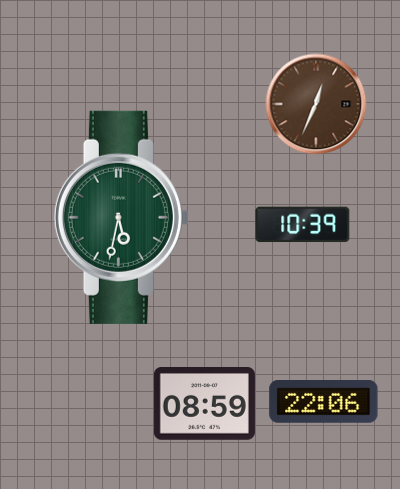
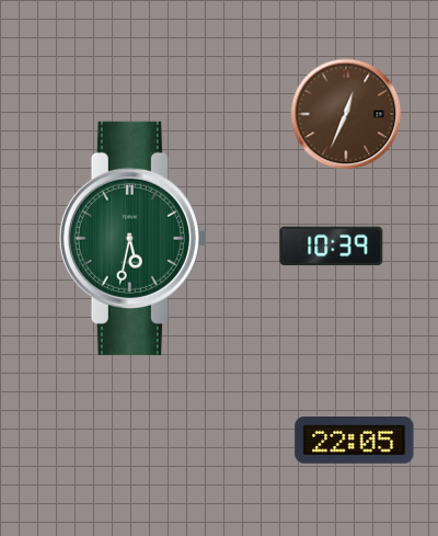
clock at (324, 402): 22:06 -> 22:05
clock at (204, 404): 08:59 -> none
